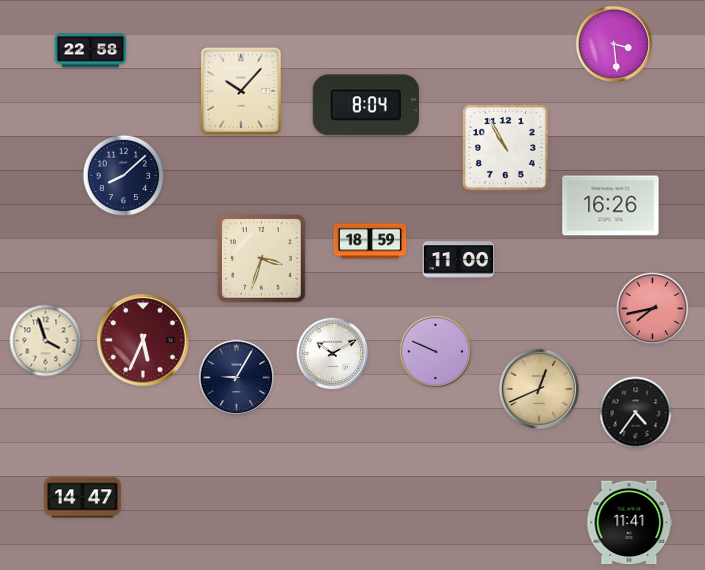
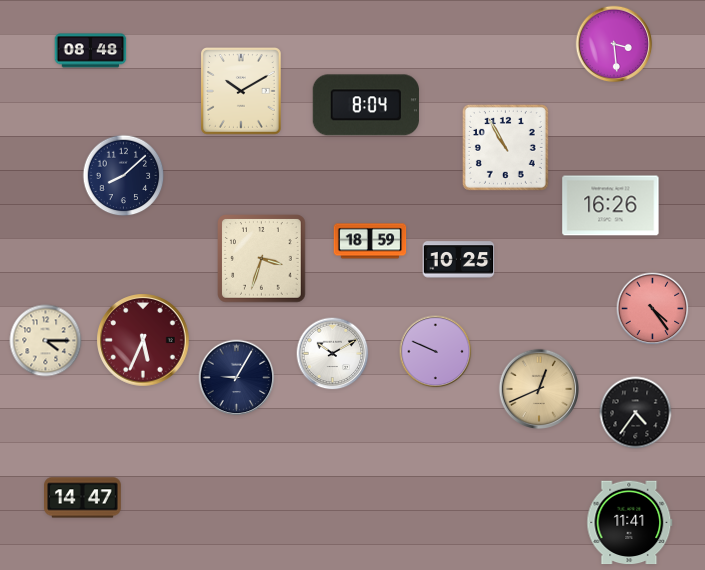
clock at (91, 51): 22:58 -> 08:48
clock at (242, 92): 10:07 -> 10:10
clock at (459, 260): 11:00 -> 10:25
clock at (653, 309): 7:43 -> 4:24
clock at (46, 341): 3:57 -> 4:15
